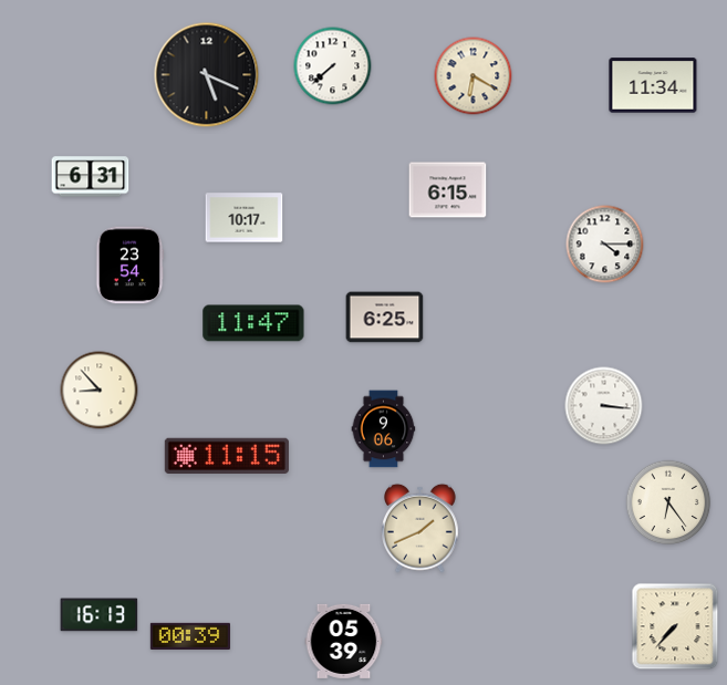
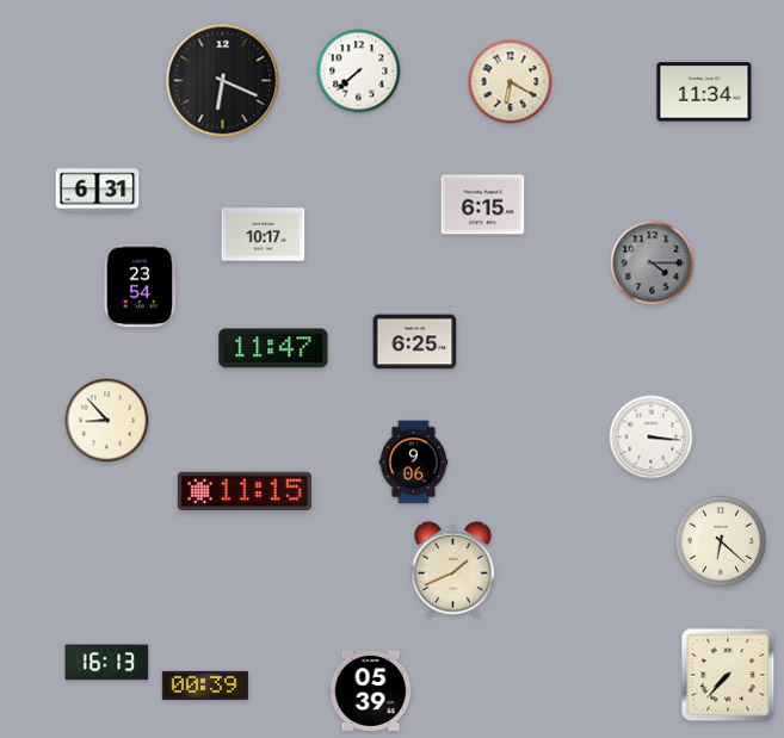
clock at (207, 75): 5:19 -> 6:19
clock at (605, 245) dial: white -> grey
clock at (668, 502): 6:24 -> 6:22
